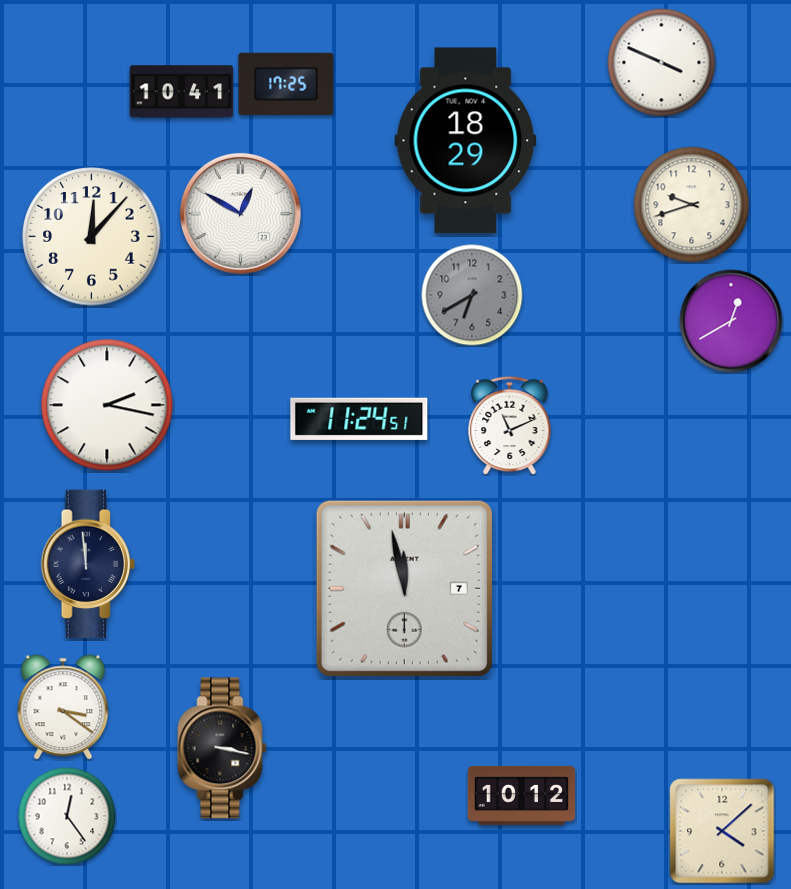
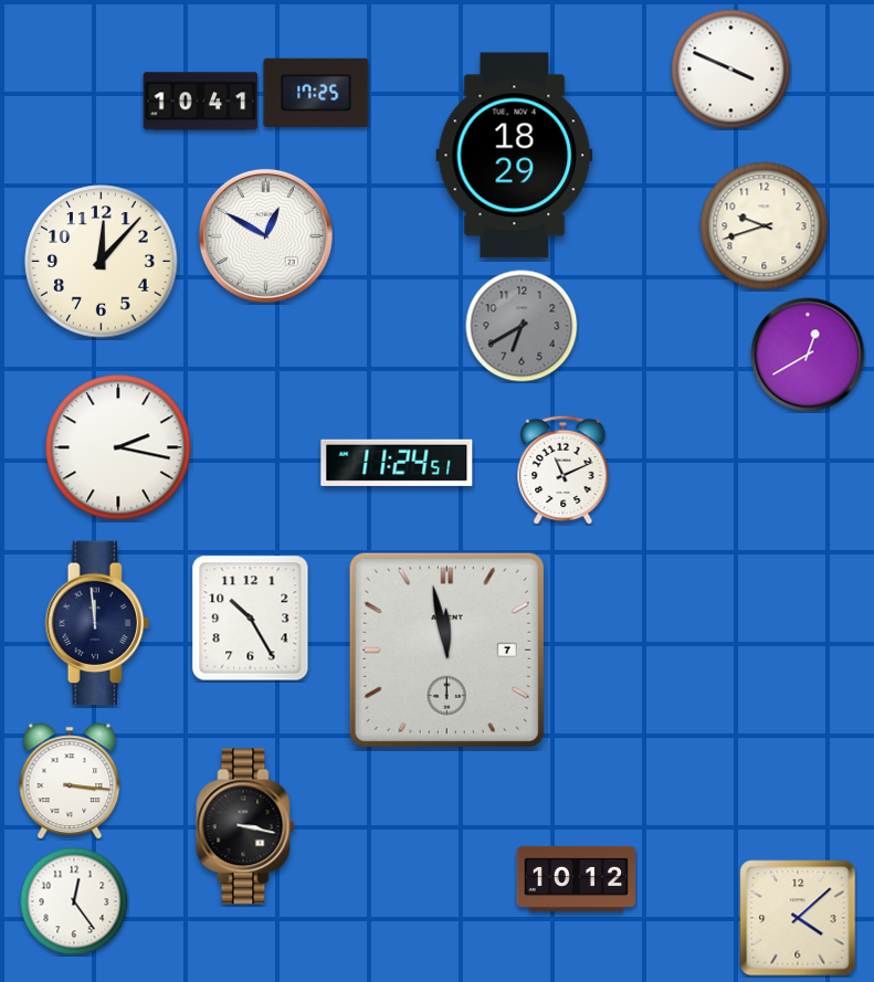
clock at (251, 619): none -> 10:25
clock at (63, 707): 3:21 -> 3:16
